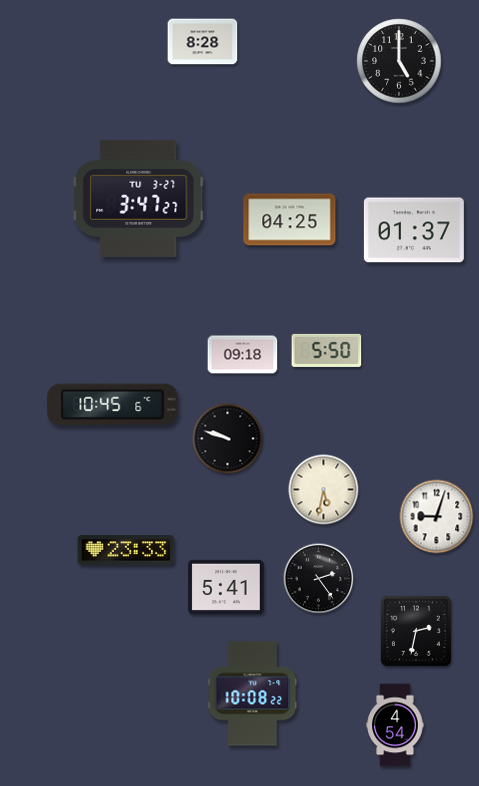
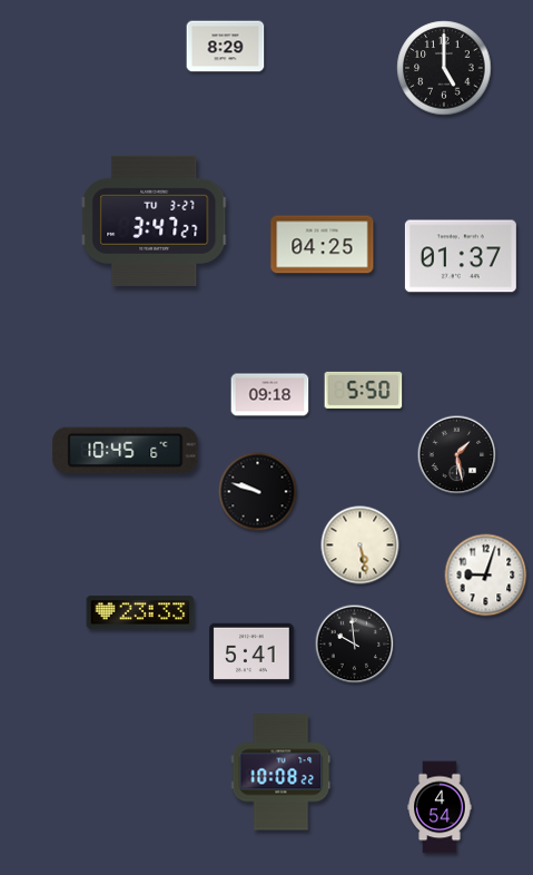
clock at (203, 42): 8:28 -> 8:29
clock at (457, 455): none -> 1:28
clock at (228, 439) position: (228, 439) -> (258, 492)
clock at (324, 490): 5:32 -> 5:28
clock at (319, 579): 2:24 -> 9:59
clock at (416, 631): 2:32 -> none
